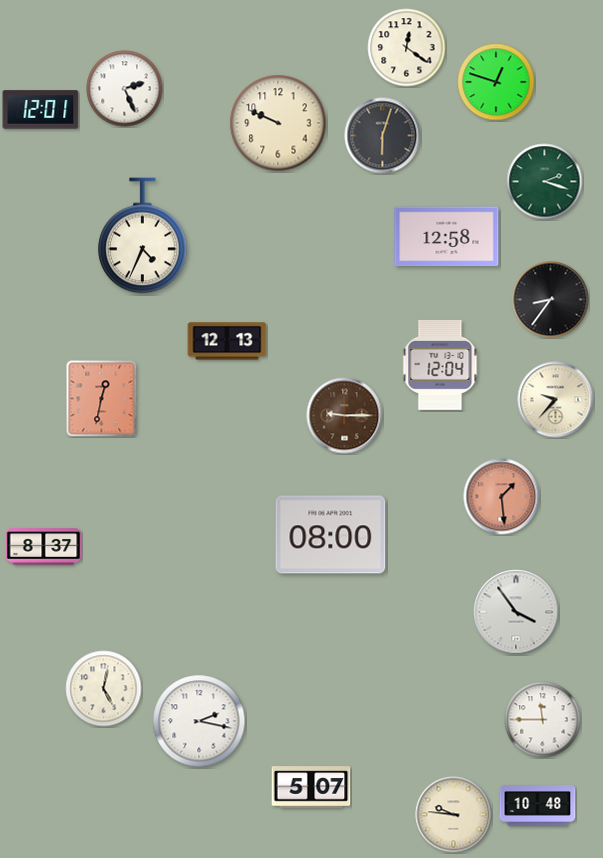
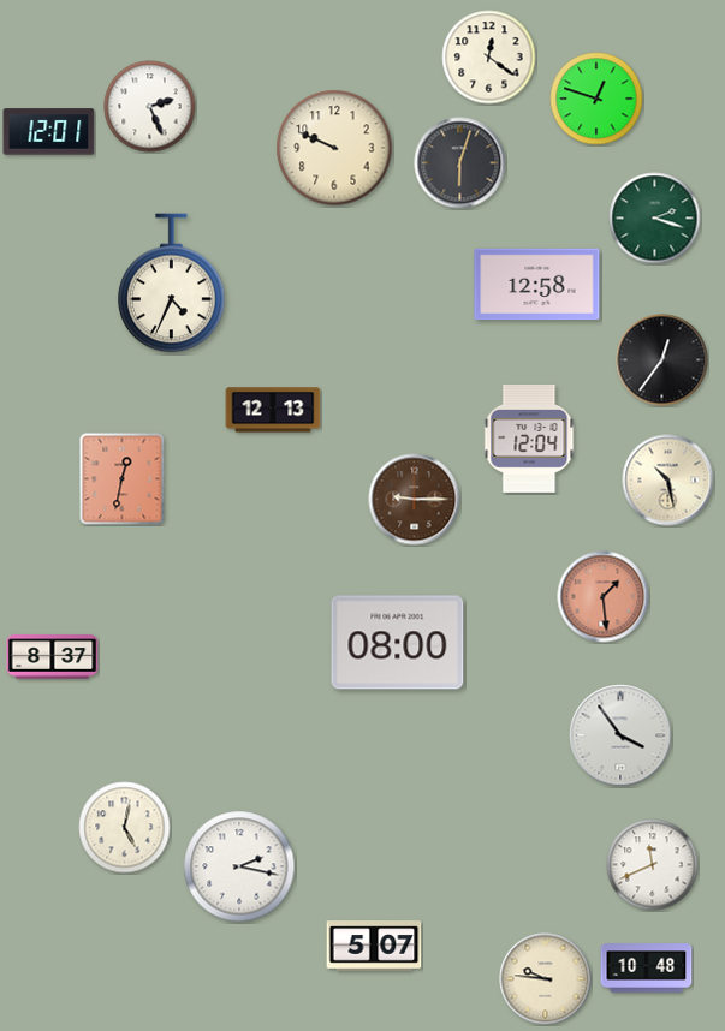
clock at (551, 300): 8:36 -> 12:36
clock at (556, 400): 9:37 -> 10:28
clock at (543, 720): 11:45 -> 11:41
